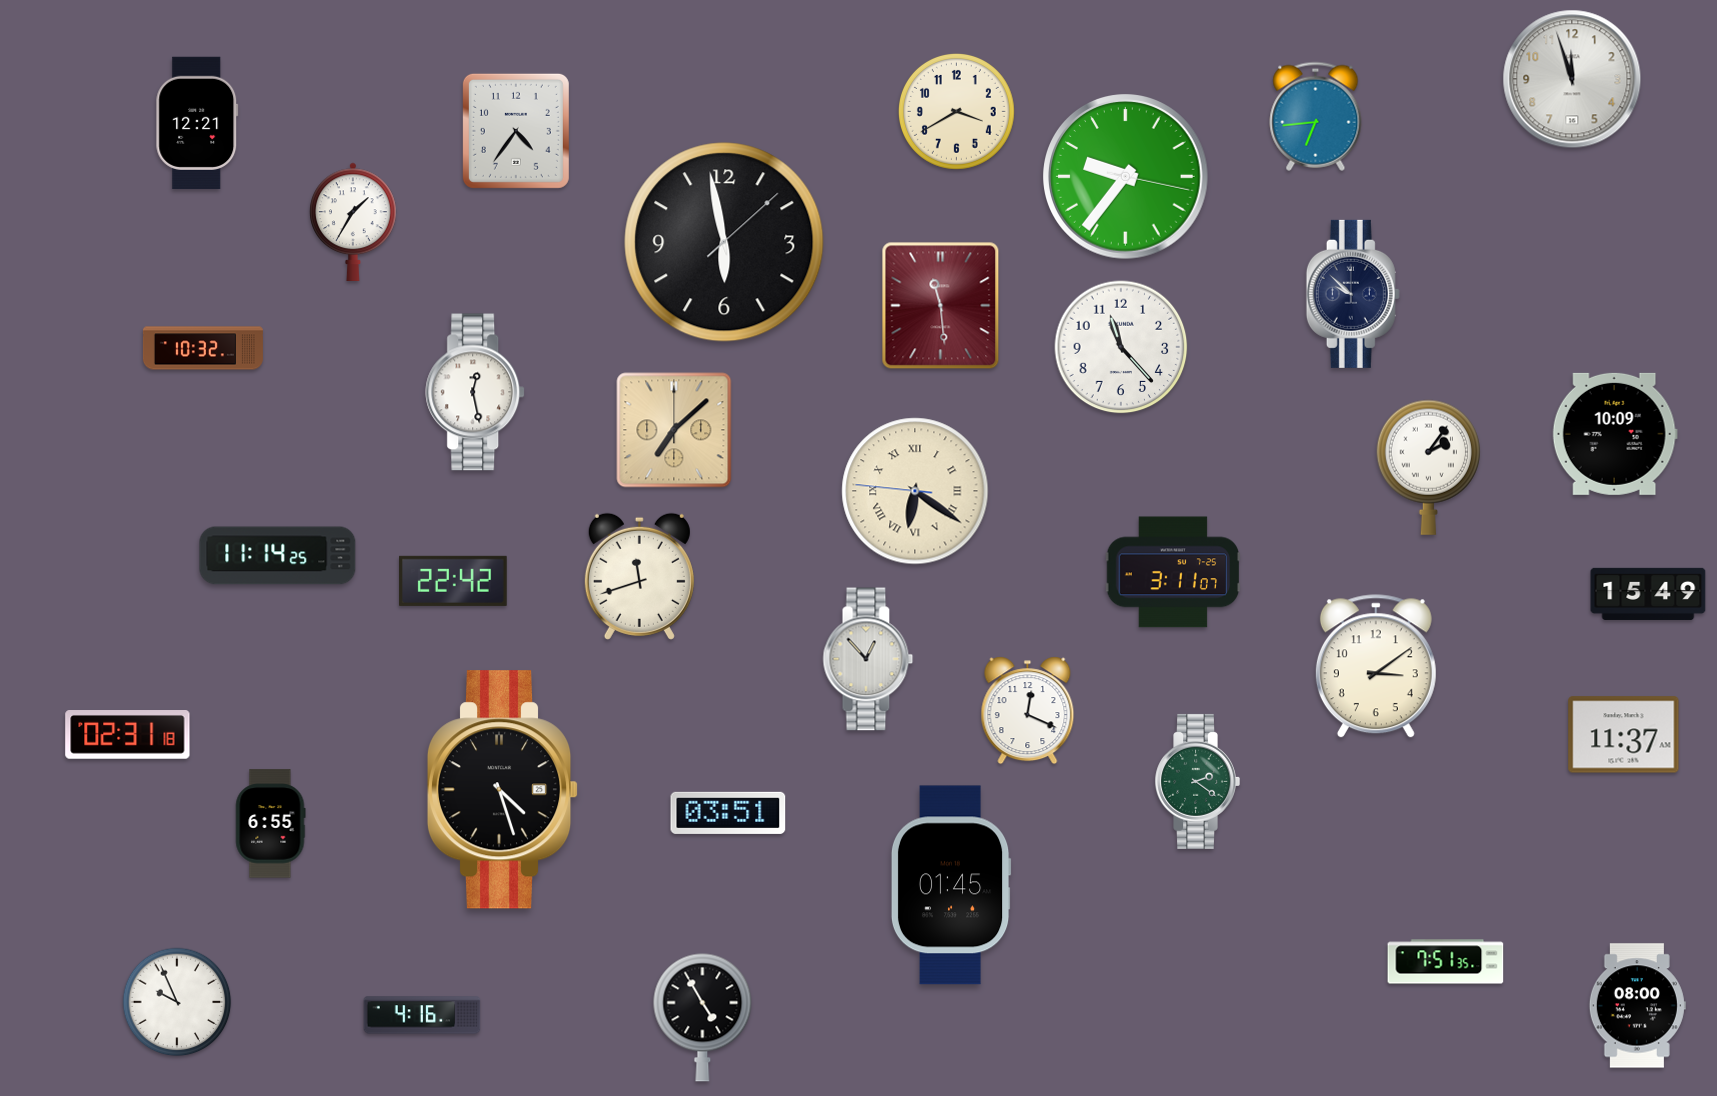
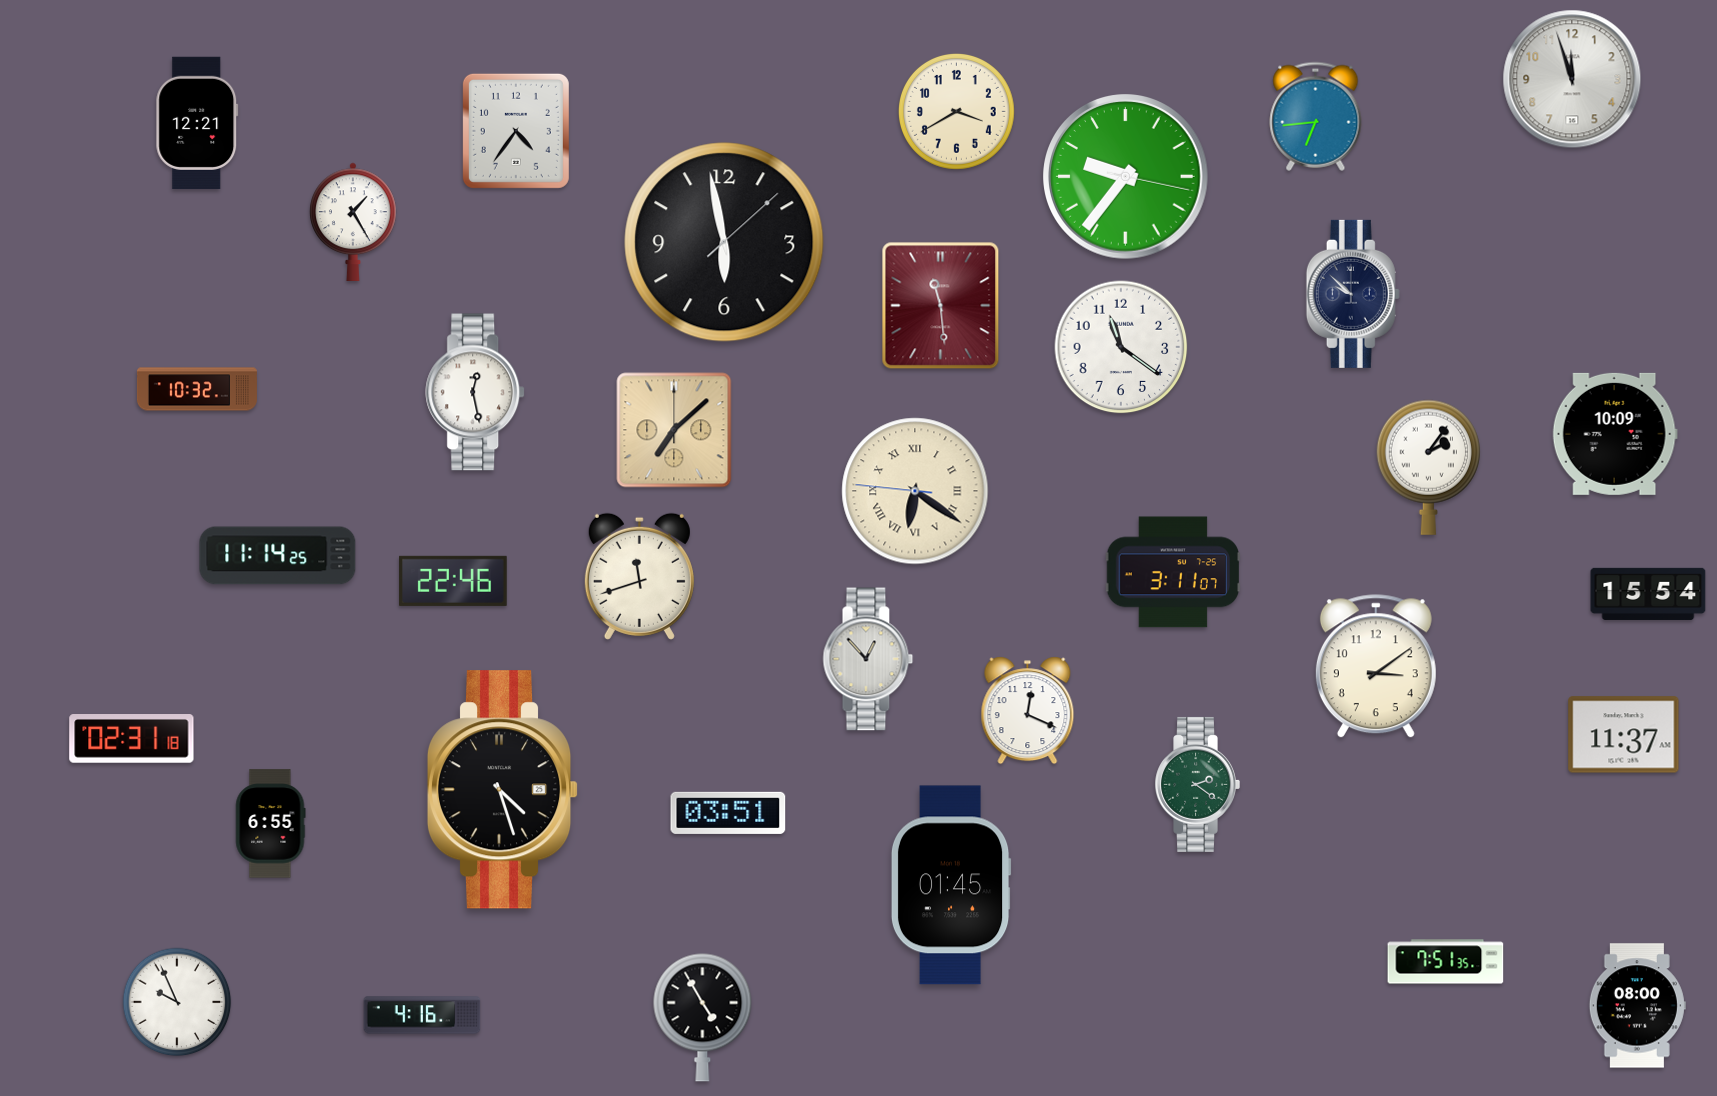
clock at (353, 221): 1:35 -> 1:25
clock at (1121, 347): 11:23 -> 11:21
clock at (203, 348) position: (203, 348) -> (197, 389)
clock at (454, 581): 22:42 -> 22:46
clock at (1648, 594): 15:49 -> 15:54
clock at (128, 735) position: (128, 735) -> (132, 739)
clock at (1197, 781) position: (1197, 781) -> (1197, 784)
